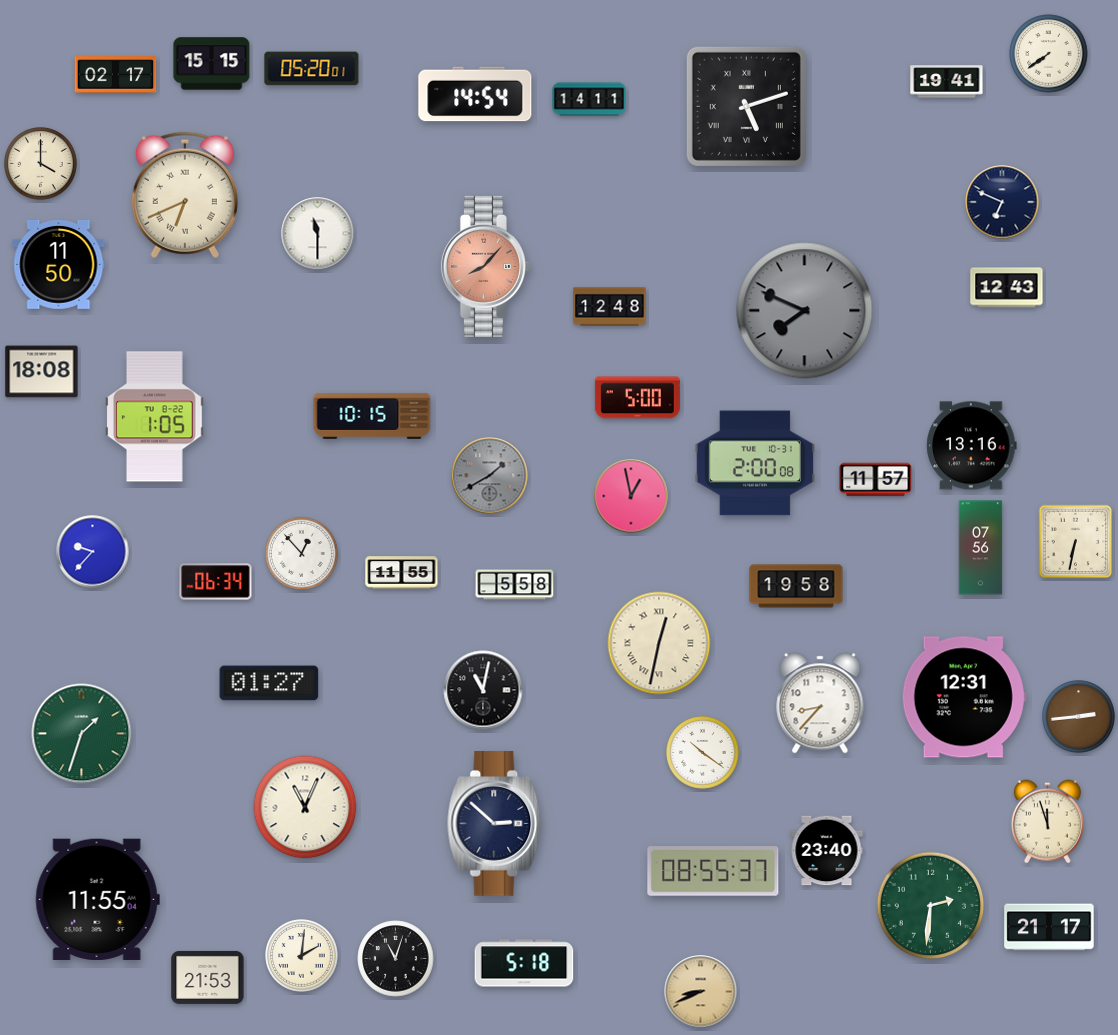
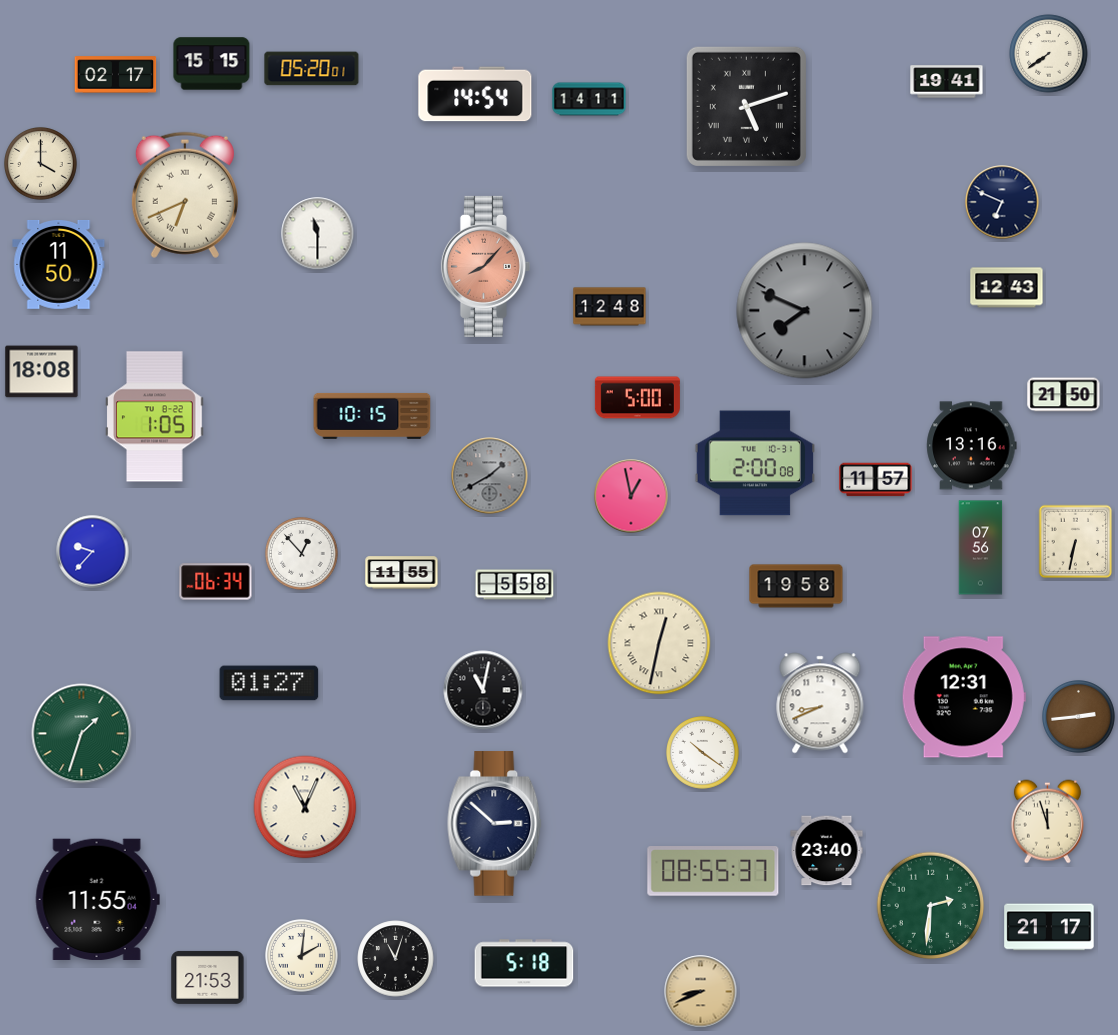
clock at (1064, 395): none -> 21:50
clock at (820, 703): 8:37 -> 8:41
